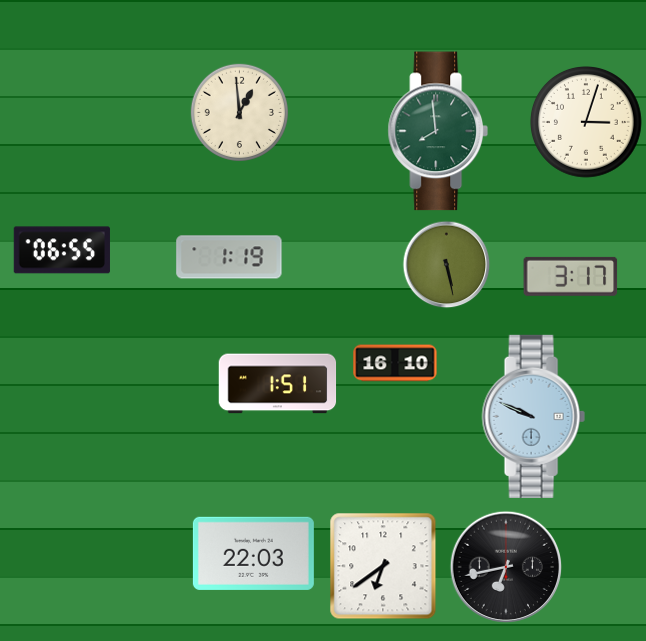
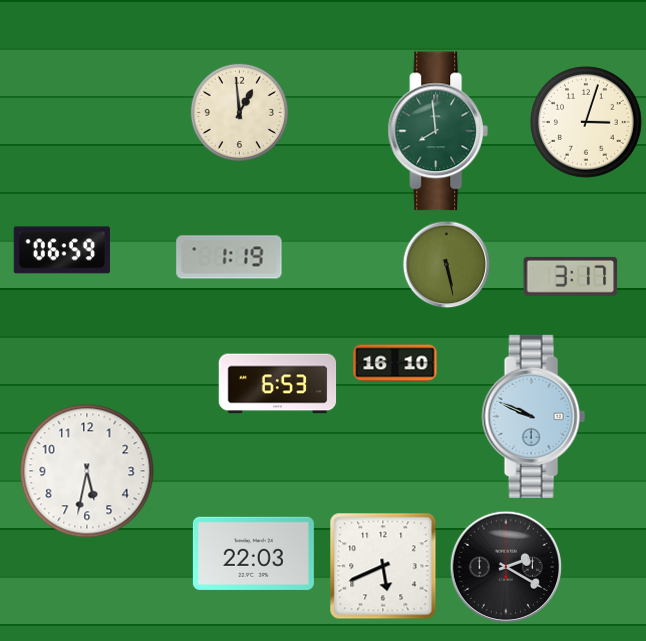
clock at (62, 250): 06:55 -> 06:59
clock at (278, 384): 1:51 -> 6:53
clock at (87, 471): none -> 5:32
clock at (383, 566): 6:39 -> 5:41
clock at (506, 567): 6:43 -> 2:20
